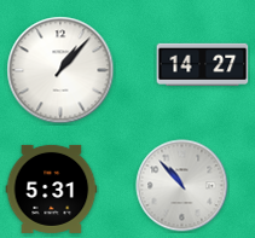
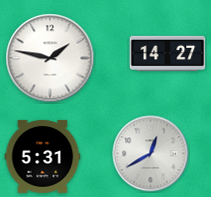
clock at (60, 70): 1:07 -> 1:47
clock at (182, 186): 10:53 -> 12:40
